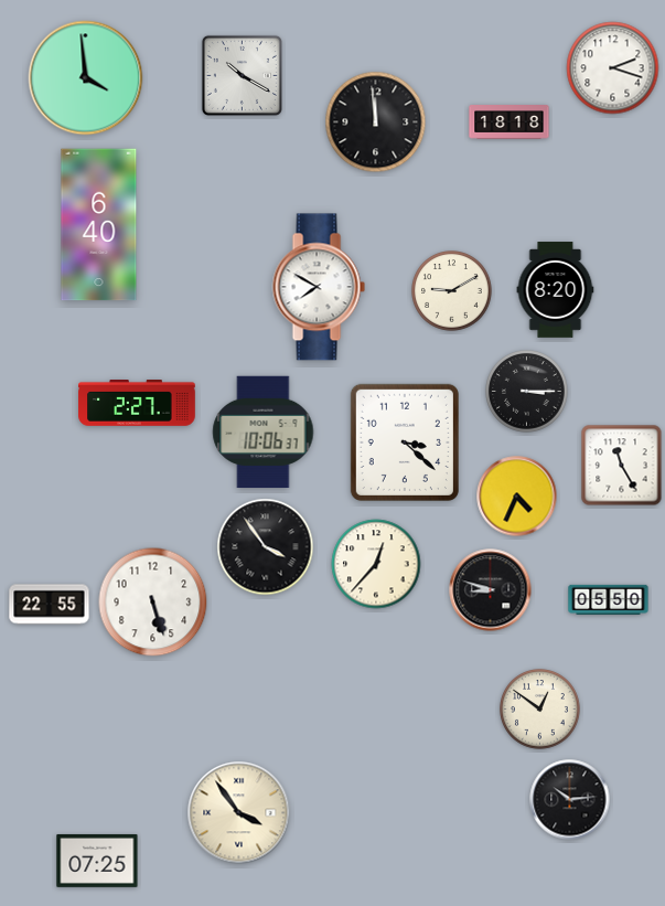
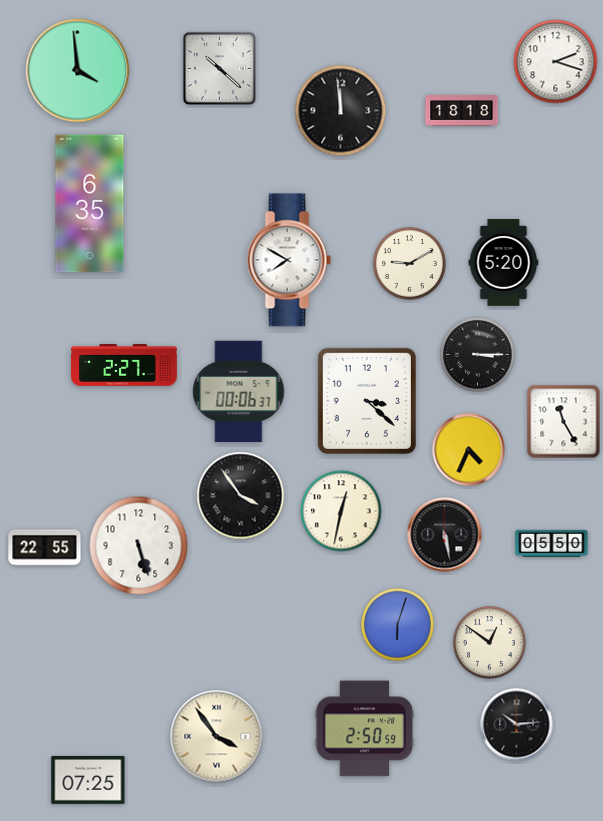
clock at (242, 75): 10:20 -> 10:22
clock at (99, 225): 6:40 -> 6:35
clock at (556, 290): 8:20 -> 5:20
clock at (264, 433): 10:06 -> 00:06
clock at (376, 564): 12:37 -> 12:32
clock at (491, 590): 8:48 -> 5:28
clock at (398, 625): none -> 6:03
clock at (365, 729): none -> 2:50
